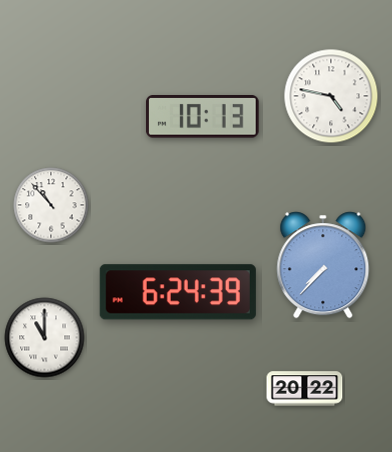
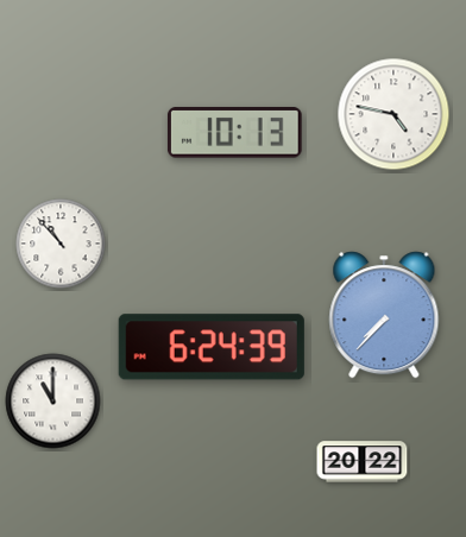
clock at (202, 117) position: (202, 117) -> (234, 133)
